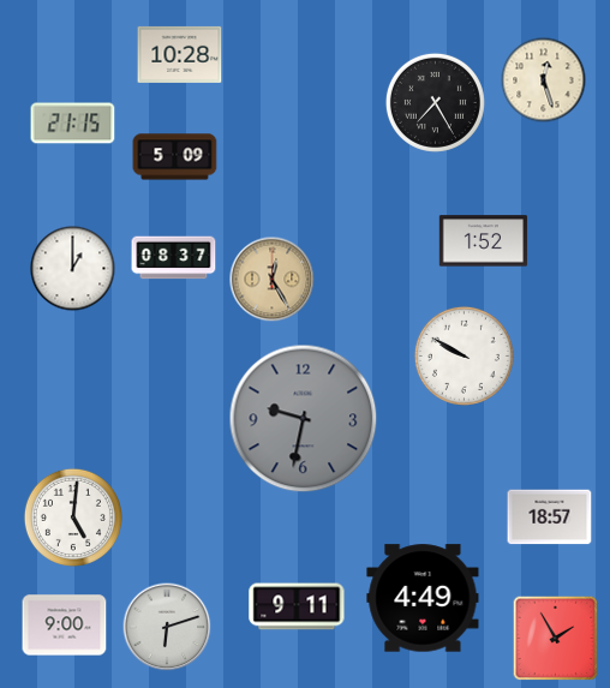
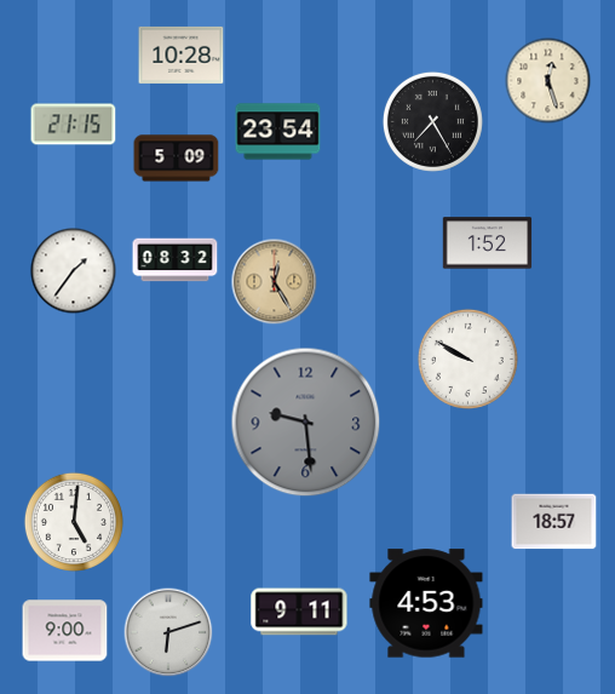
clock at (435, 102) position: (435, 102) -> (432, 121)
clock at (278, 132): none -> 23:54
clock at (174, 258): 08:37 -> 08:32
clock at (73, 269): 1:00 -> 1:36
clock at (304, 419): 9:32 -> 9:29
clock at (423, 598): 4:49 -> 4:53
clock at (556, 639): 1:55 -> none
